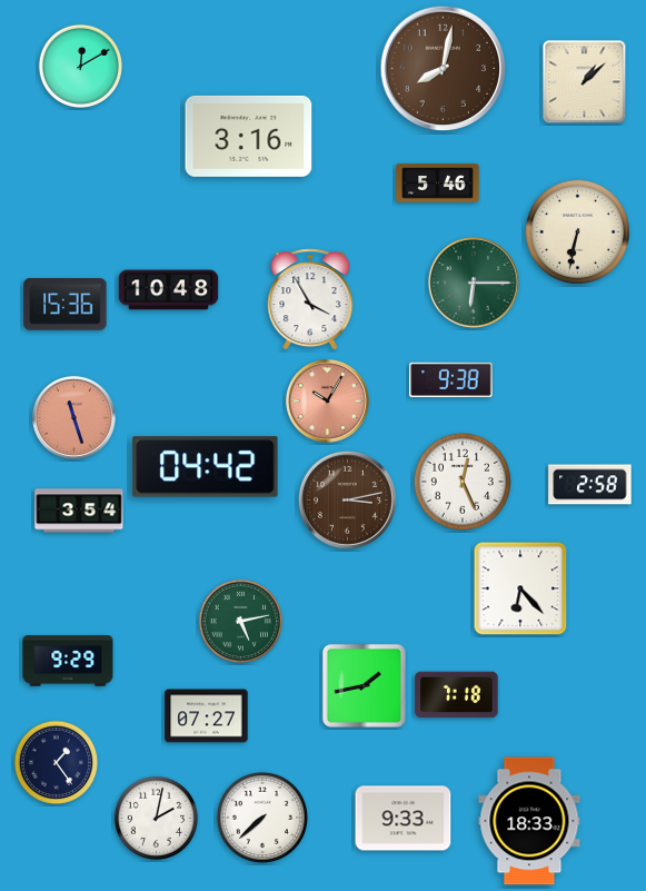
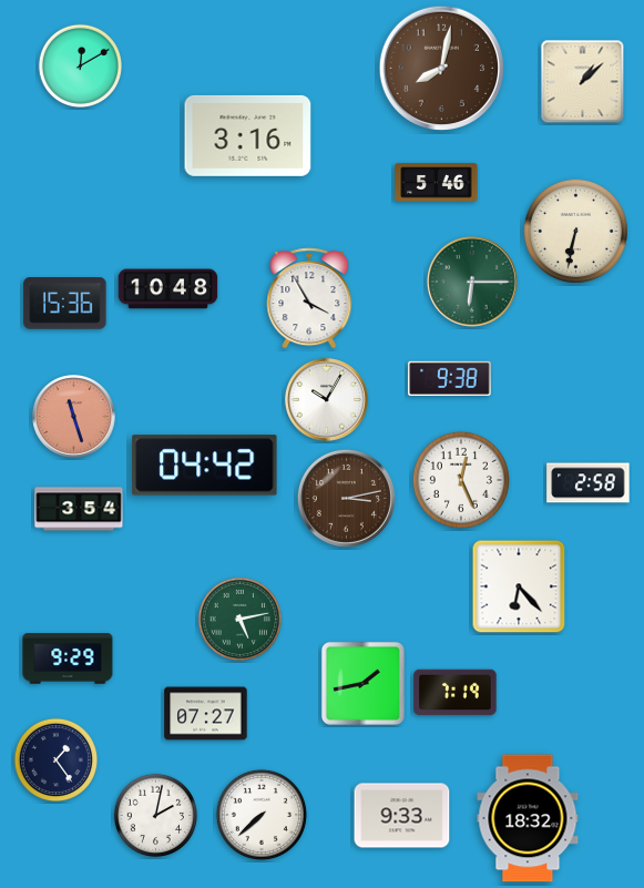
clock at (328, 402) dial: salmon -> white
clock at (457, 695): 7:18 -> 7:19
clock at (529, 821): 18:33 -> 18:32
